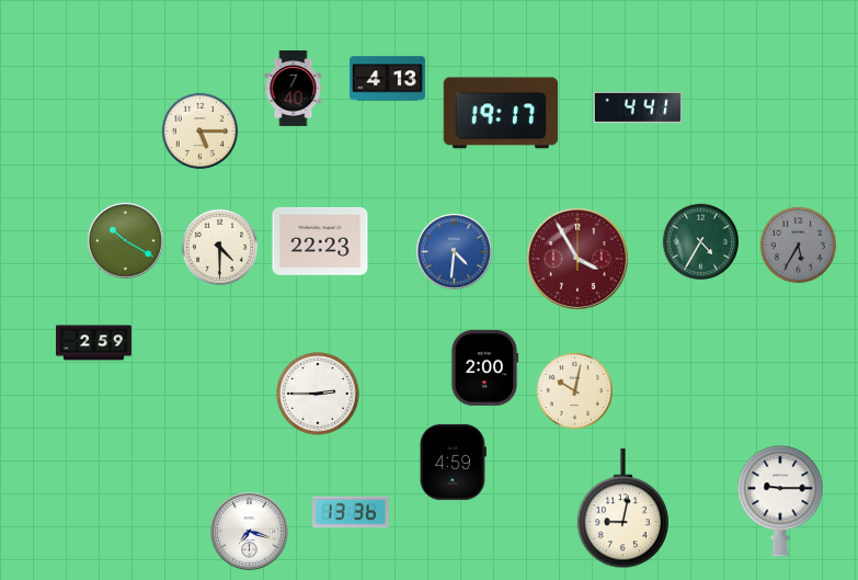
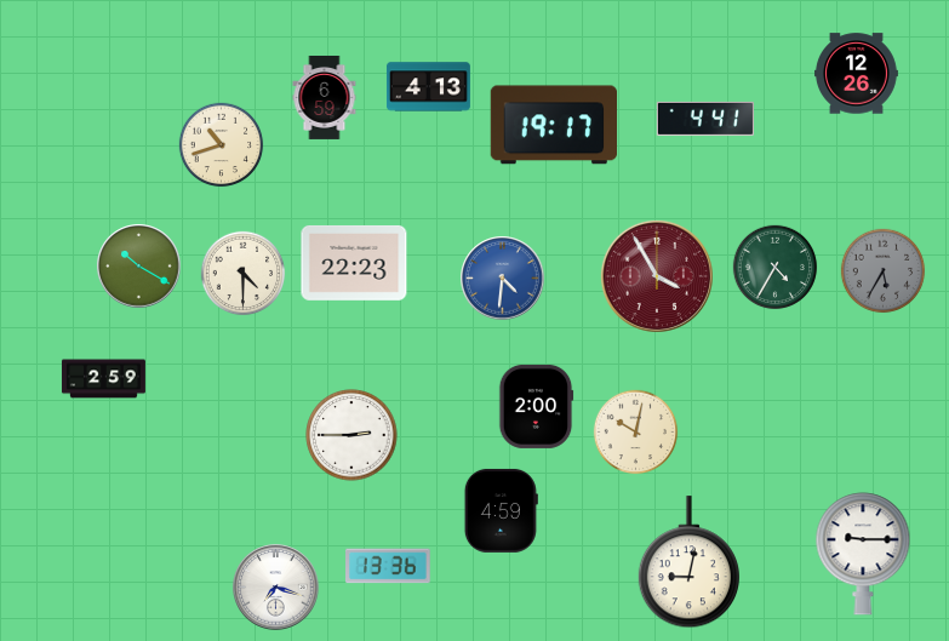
clock at (856, 74): none -> 12:26
clock at (294, 88): 7:40 -> 6:59
clock at (201, 132): 5:15 -> 10:42
clock at (320, 241) position: (320, 241) -> (354, 263)
clock at (577, 259) position: (577, 259) -> (657, 276)
